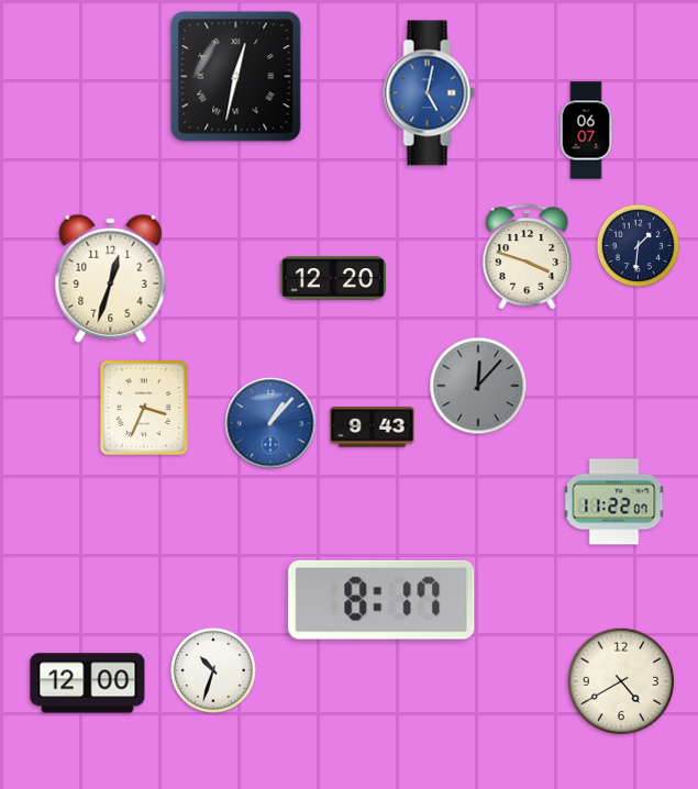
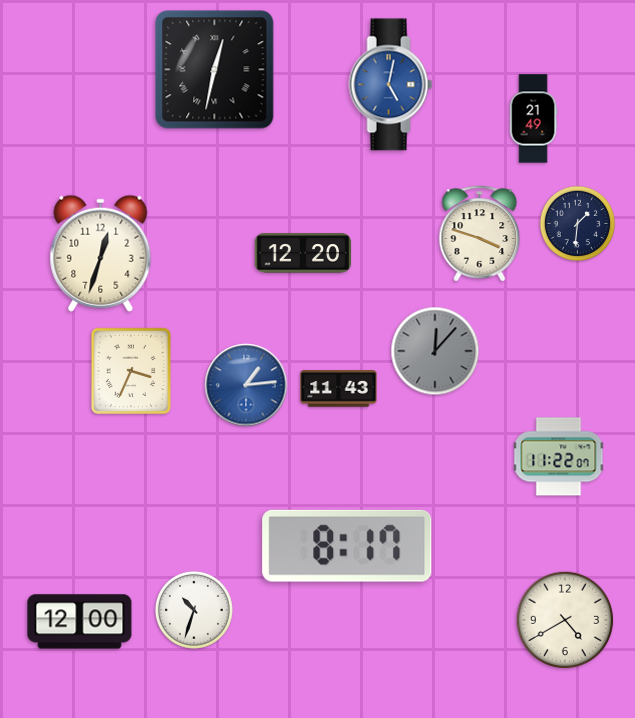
clock at (586, 131): 06:07 -> 21:49
clock at (639, 246) position: (639, 246) -> (578, 224)
clock at (270, 423): 1:07 -> 1:14
clock at (373, 427): 9:43 -> 11:43
